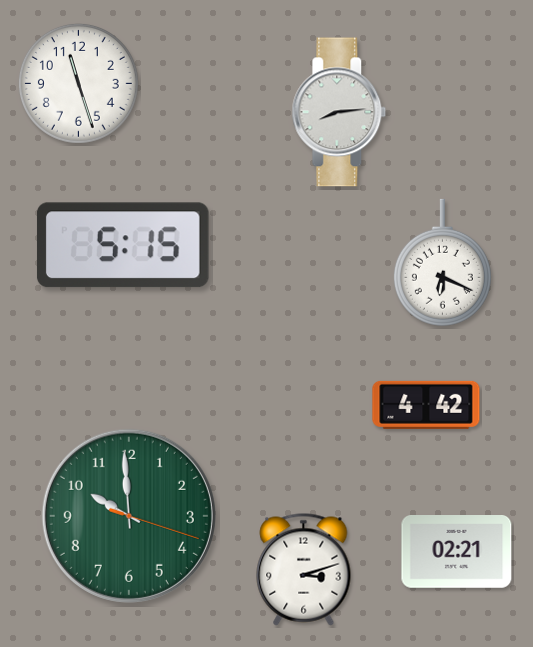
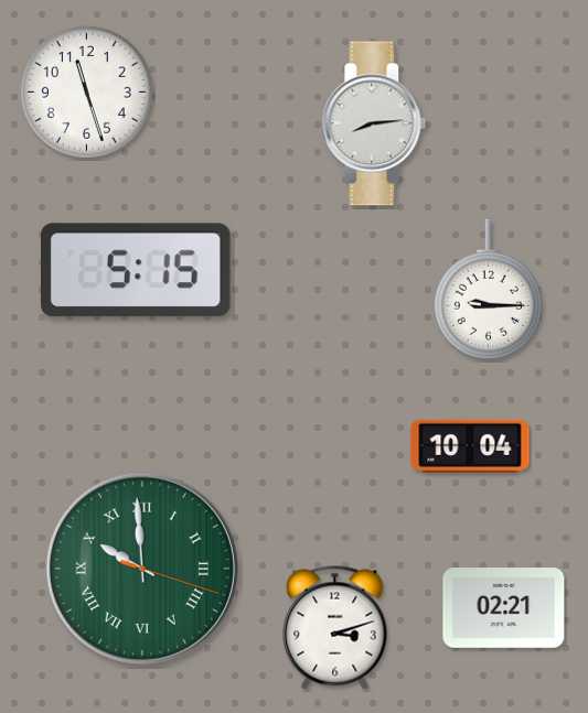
clock at (442, 263): 6:19 -> 9:15
clock at (426, 405): 4:42 -> 10:04
clock at (129, 516) numerals: Arabic -> Roman
